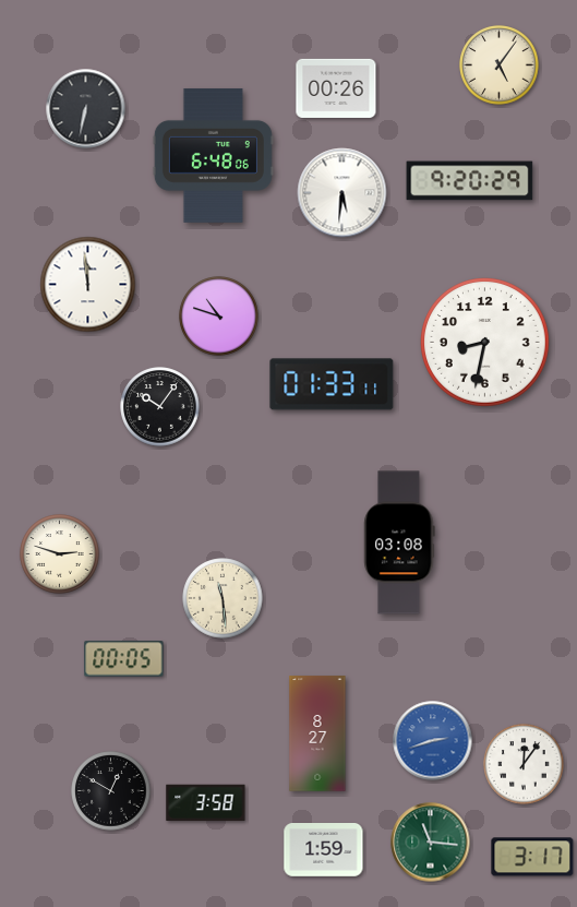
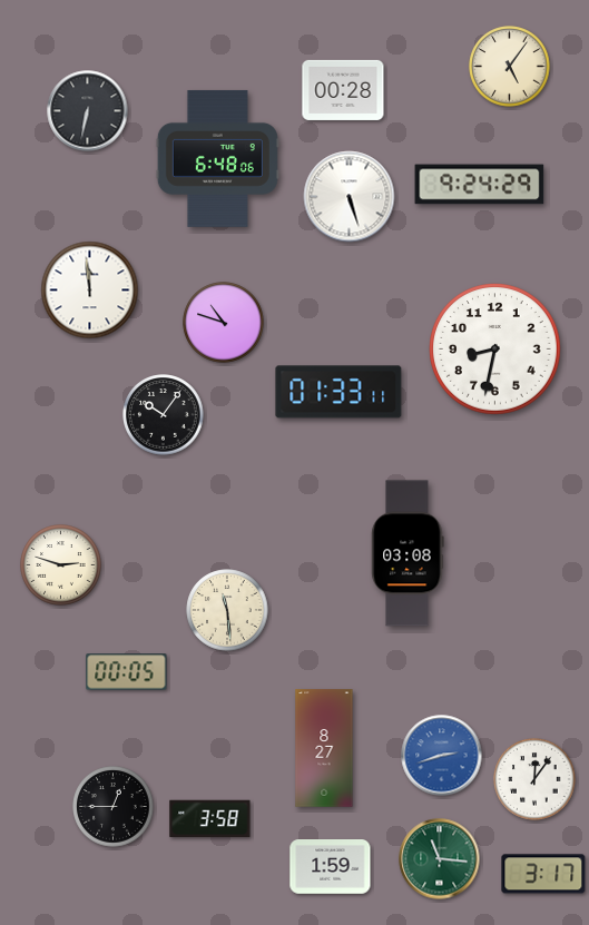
clock at (336, 88): 00:26 -> 00:28
clock at (470, 181): 9:20 -> 9:24
clock at (342, 193): 5:31 -> 5:27
clock at (111, 791): 12:50 -> 12:45
